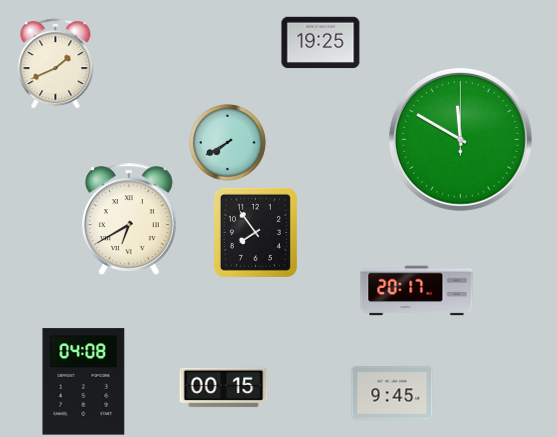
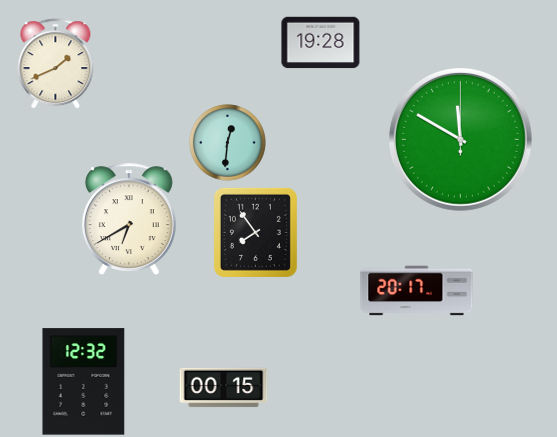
clock at (321, 43): 19:25 -> 19:28
clock at (228, 143): 7:40 -> 12:31
clock at (84, 382): 04:08 -> 12:32
clock at (392, 393): 9:45 -> none
